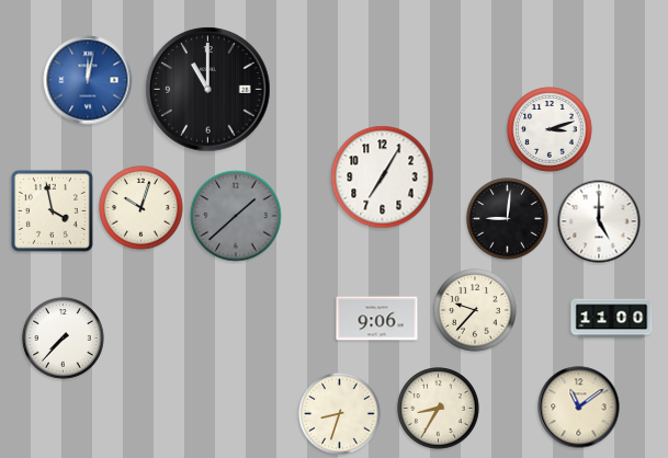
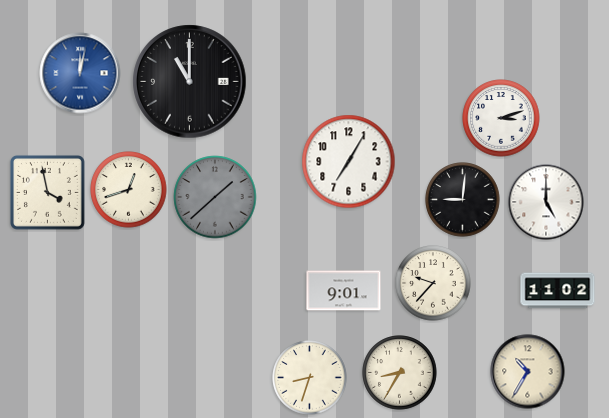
clock at (141, 208): 10:03 -> 12:42
clock at (377, 319): 9:06 -> 9:01
clock at (612, 319): 11:00 -> 11:02
clock at (64, 339): 7:37 -> none
clock at (579, 408): 11:09 -> 10:35
